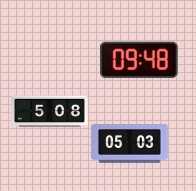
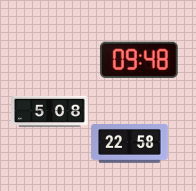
clock at (130, 144): 05:03 -> 22:58
